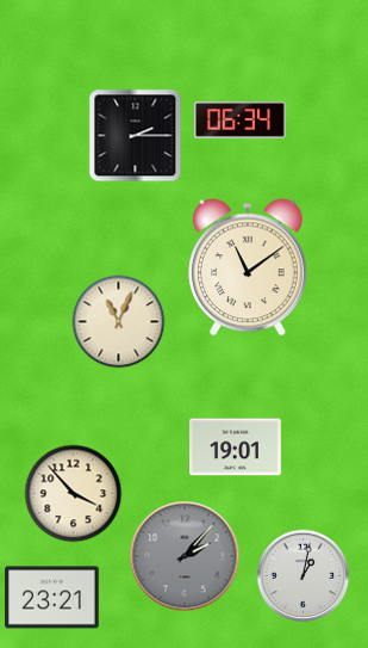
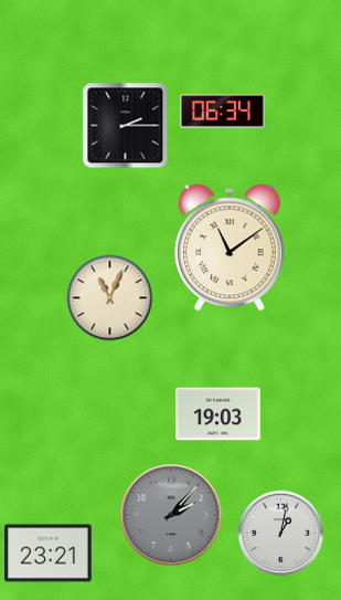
clock at (236, 448): 19:01 -> 19:03
clock at (73, 493): 3:53 -> none
